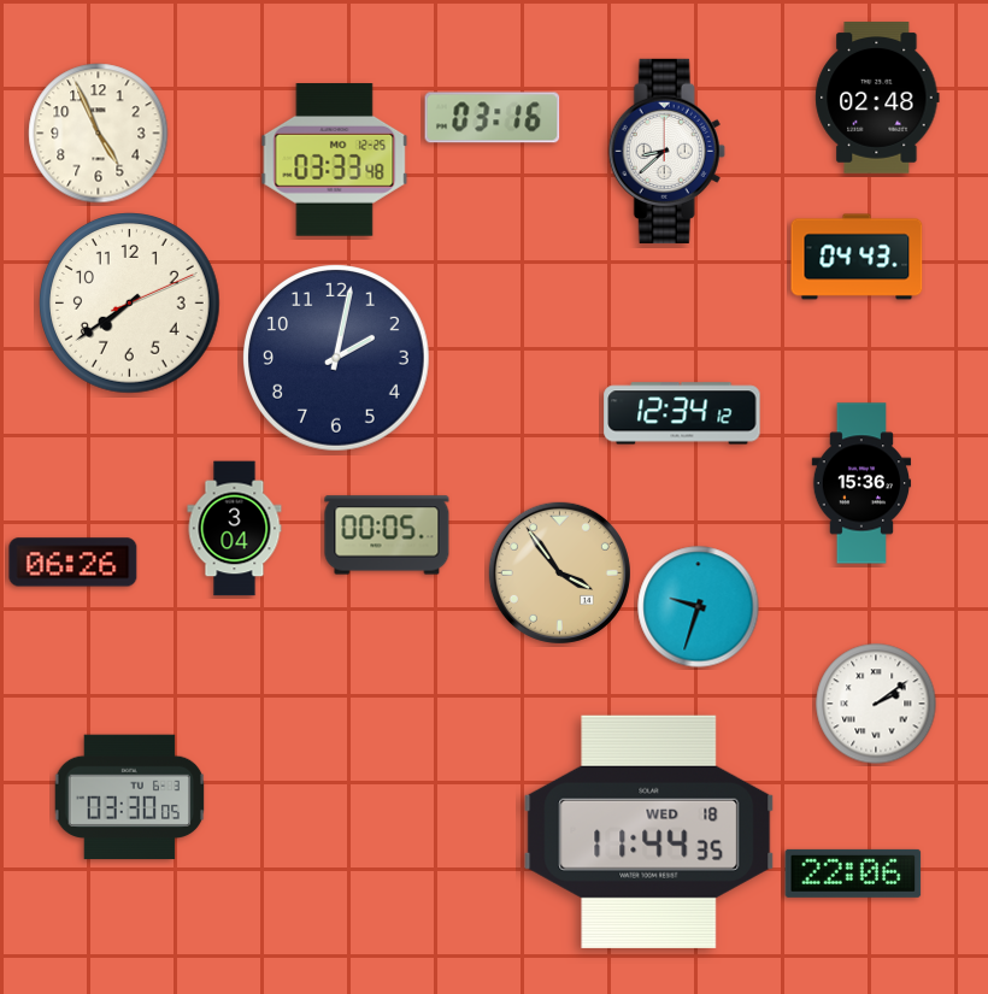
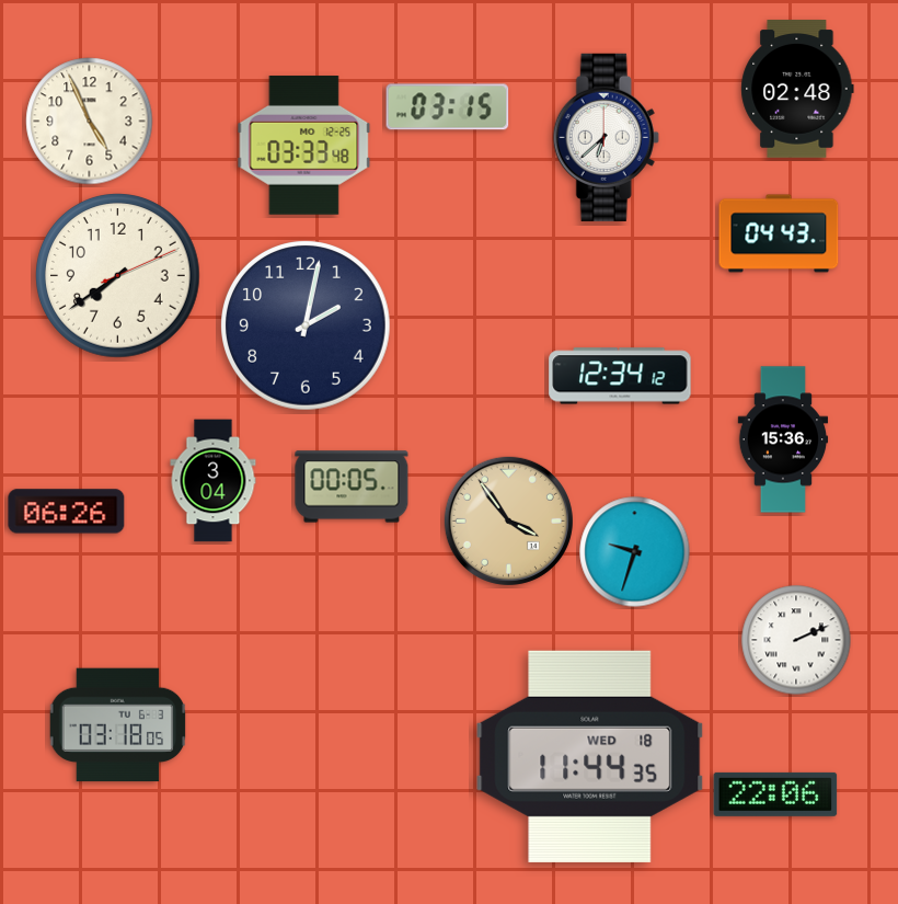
clock at (493, 118): 03:16 -> 03:15
clock at (666, 151): 8:38 -> 6:38
clock at (876, 704): 2:09 -> 2:11
clock at (130, 798): 03:30 -> 03:18
